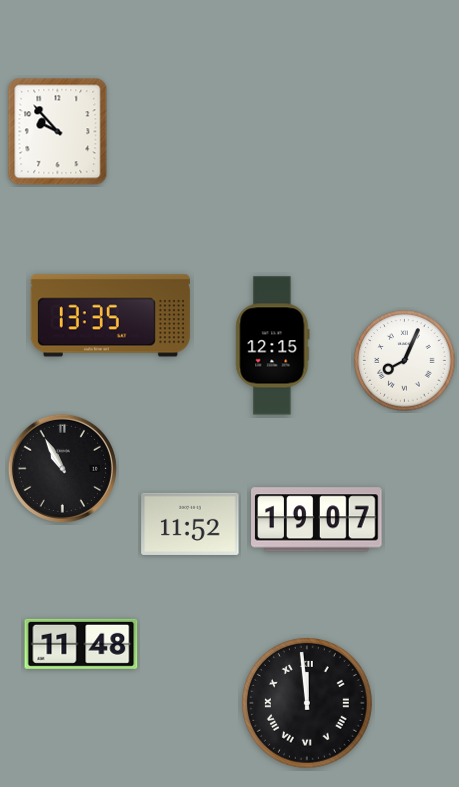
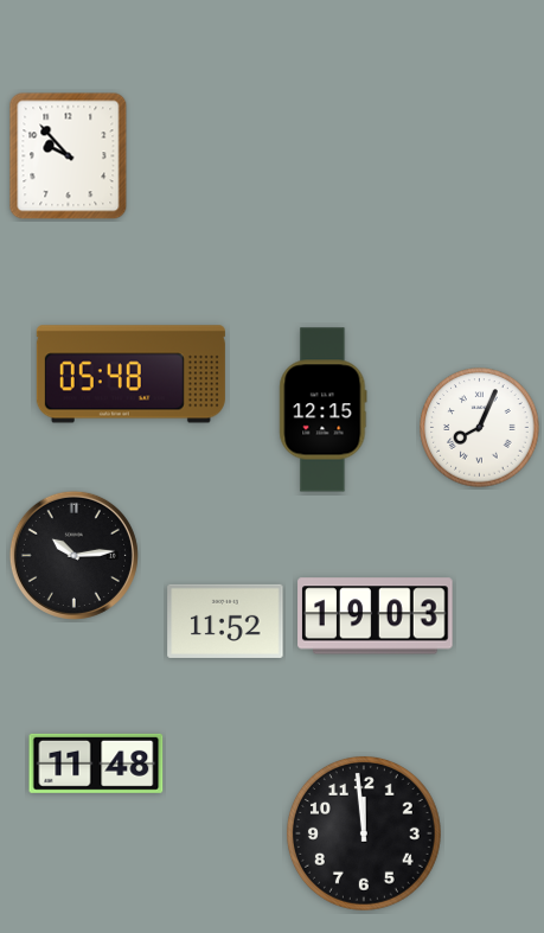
clock at (110, 316): 13:35 -> 05:48
clock at (62, 468): 10:55 -> 10:14
clock at (317, 520): 19:07 -> 19:03
clock at (307, 703) numerals: Roman -> Arabic
